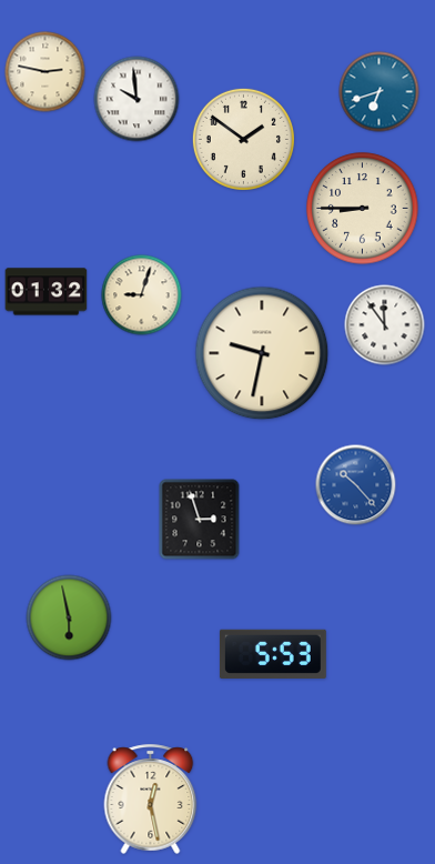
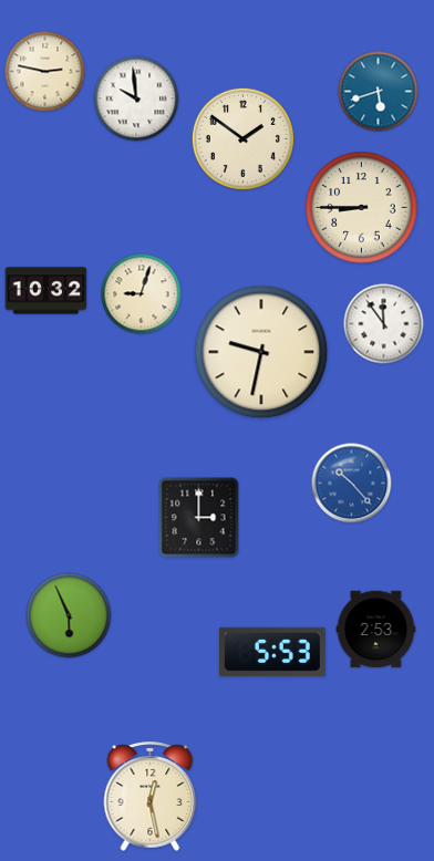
clock at (380, 92): 6:42 -> 5:42
clock at (47, 292): 01:32 -> 10:32
clock at (356, 485) position: (356, 485) -> (352, 484)
clock at (200, 520): 2:57 -> 3:00
clock at (69, 617): 5:58 -> 5:56
clock at (376, 630): none -> 2:53
